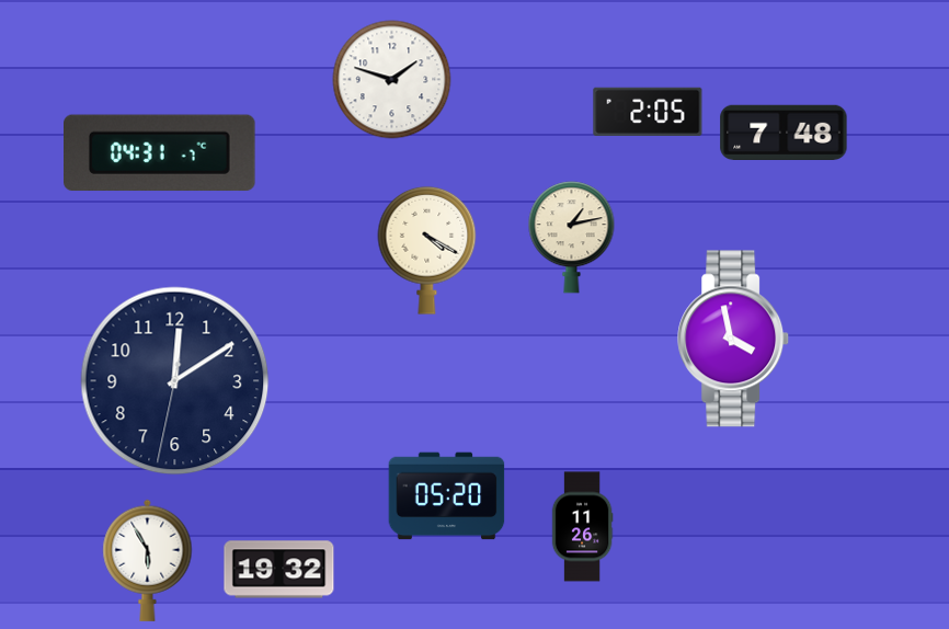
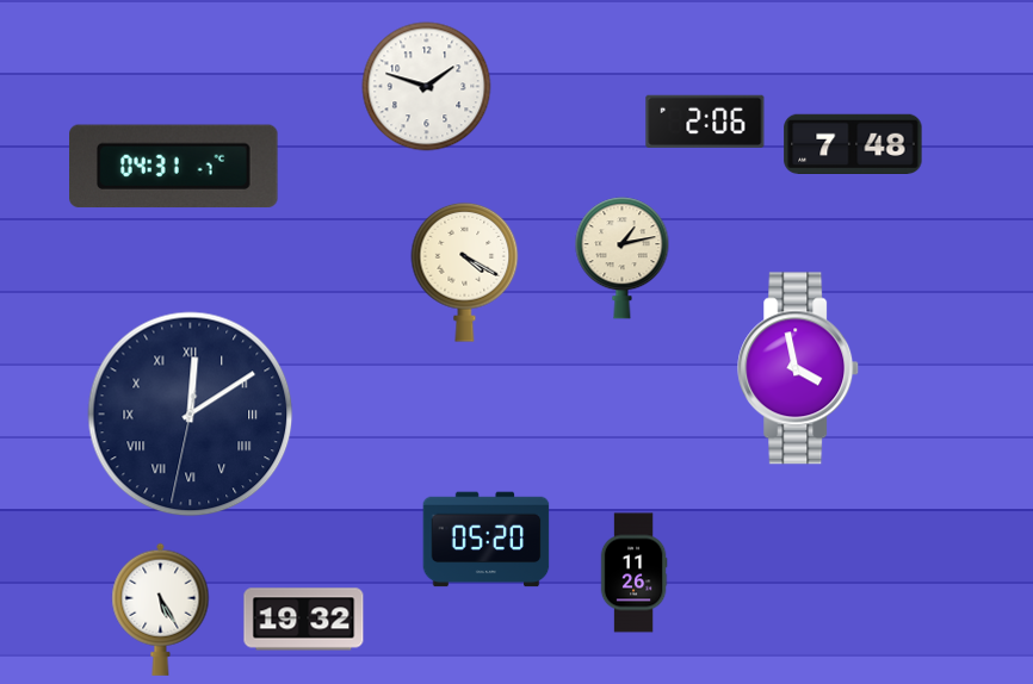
clock at (648, 112): 2:05 -> 2:06
clock at (175, 381) numerals: Arabic -> Roman
clock at (148, 560): 5:55 -> 5:25
